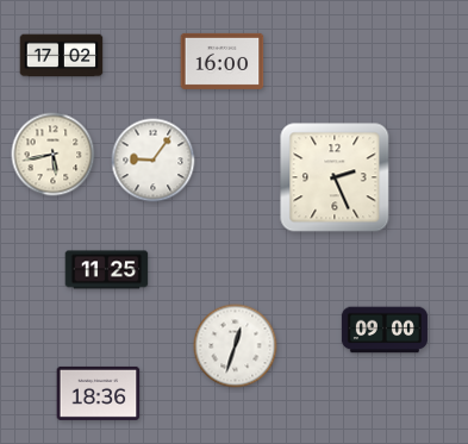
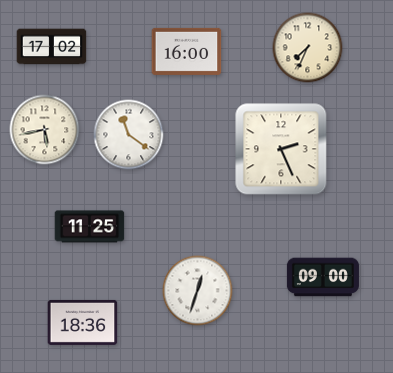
clock at (308, 48): none -> 7:34
clock at (154, 161): 9:06 -> 11:21
clock at (99, 393) position: (99, 393) -> (83, 322)
